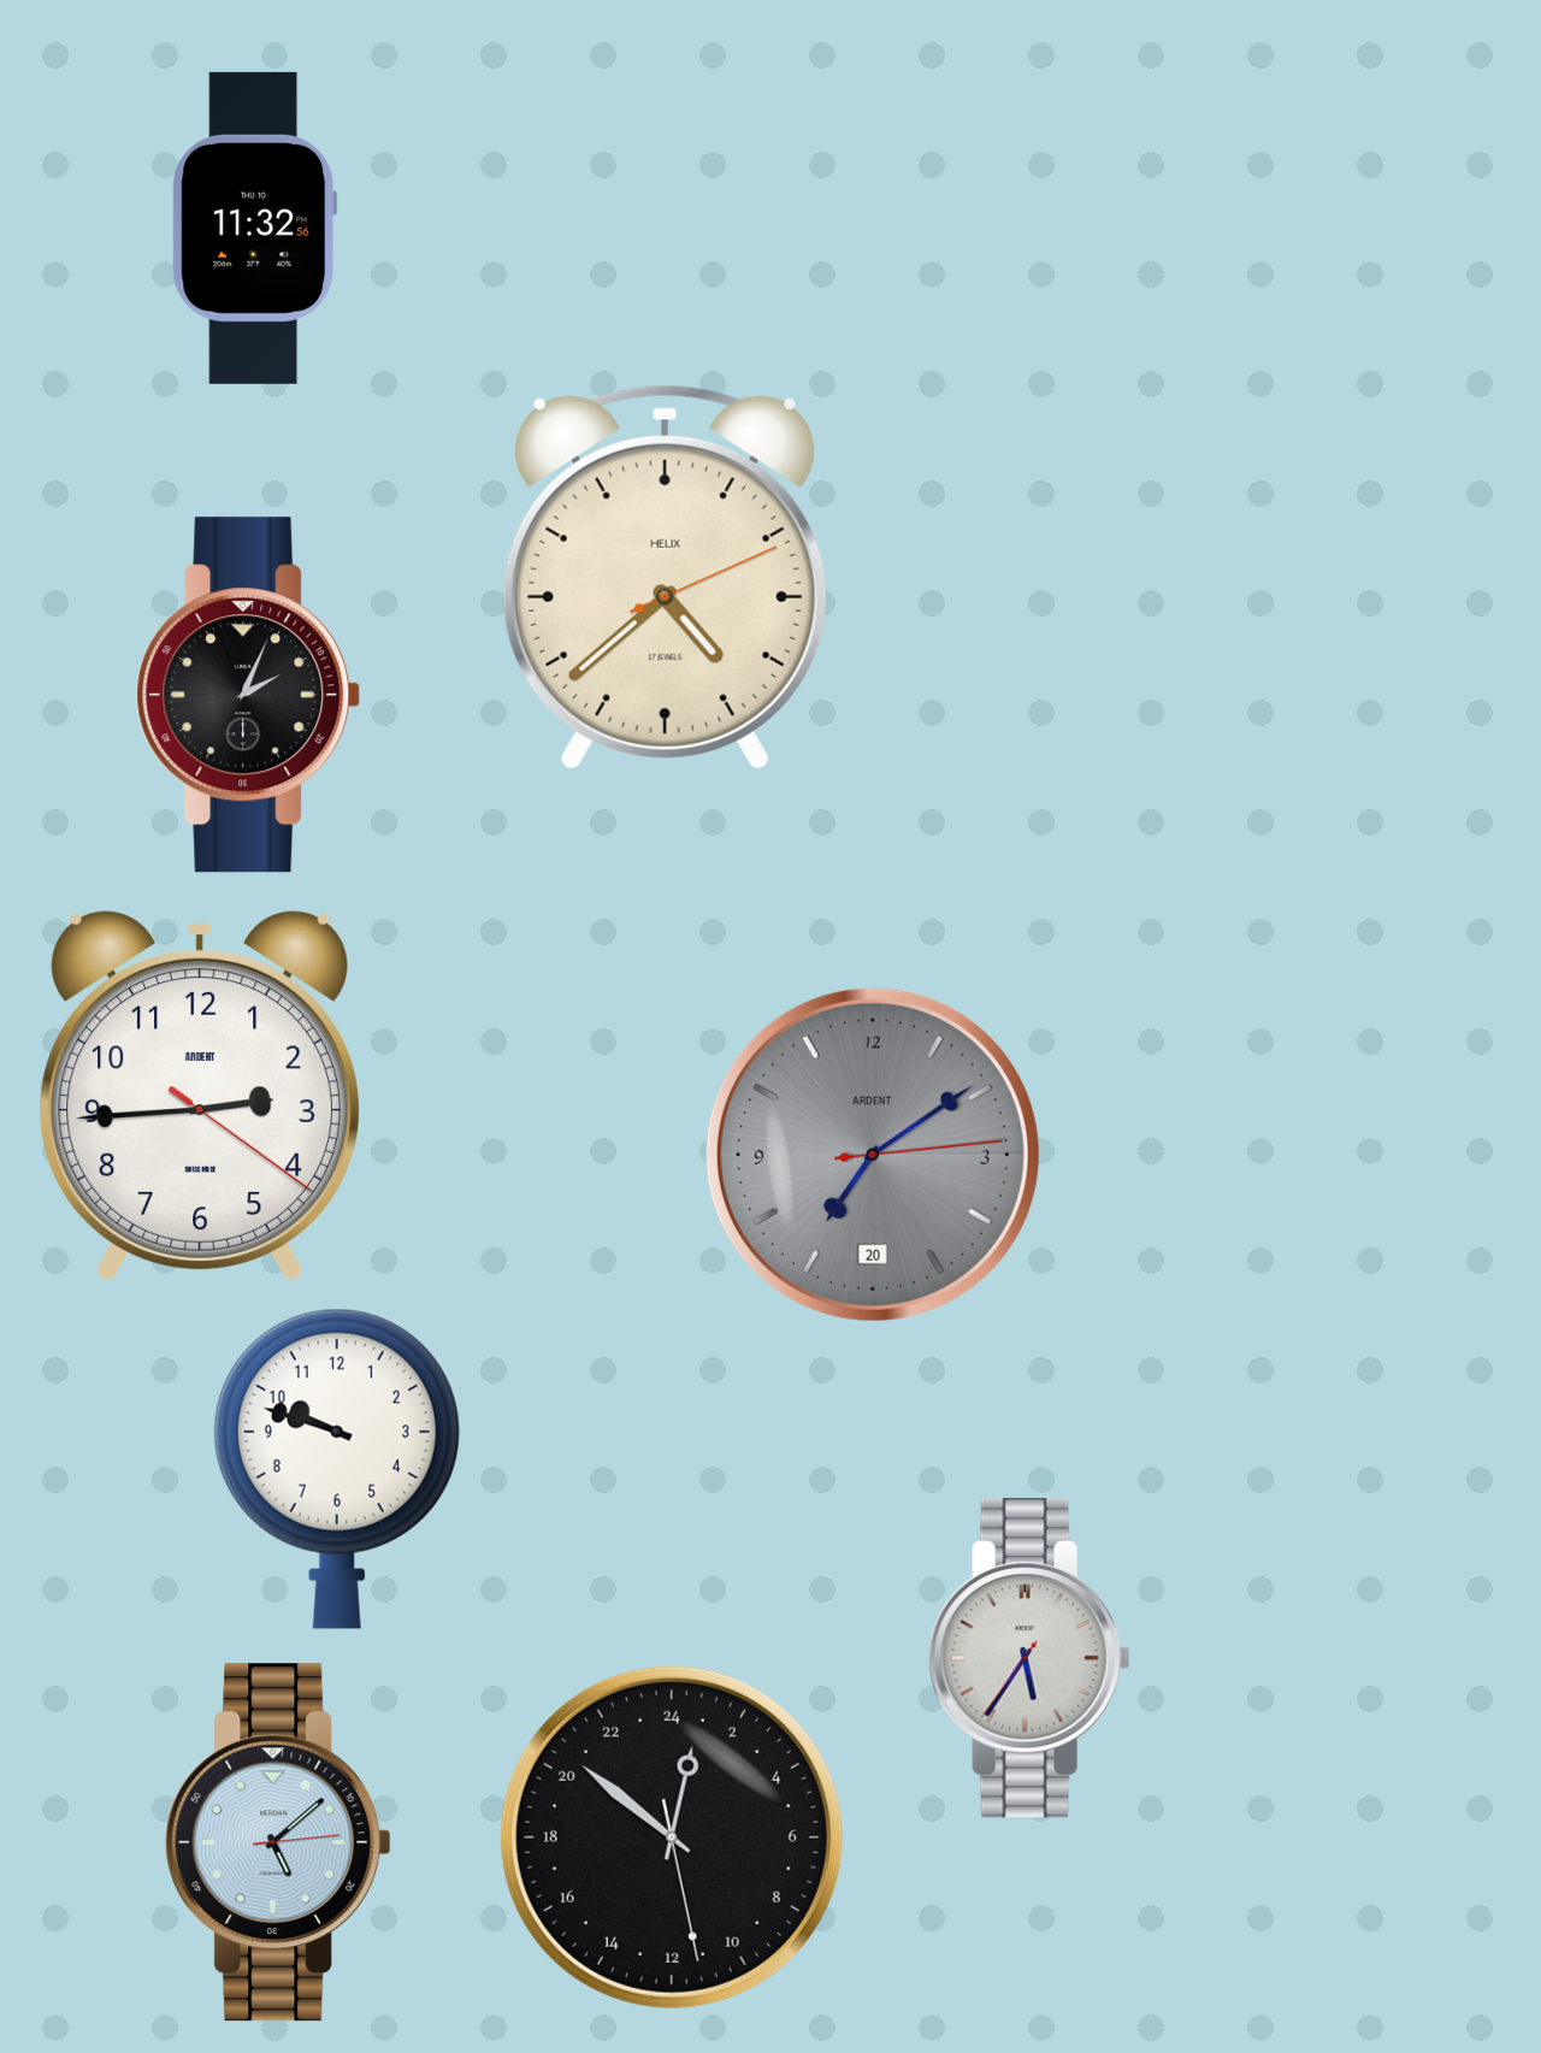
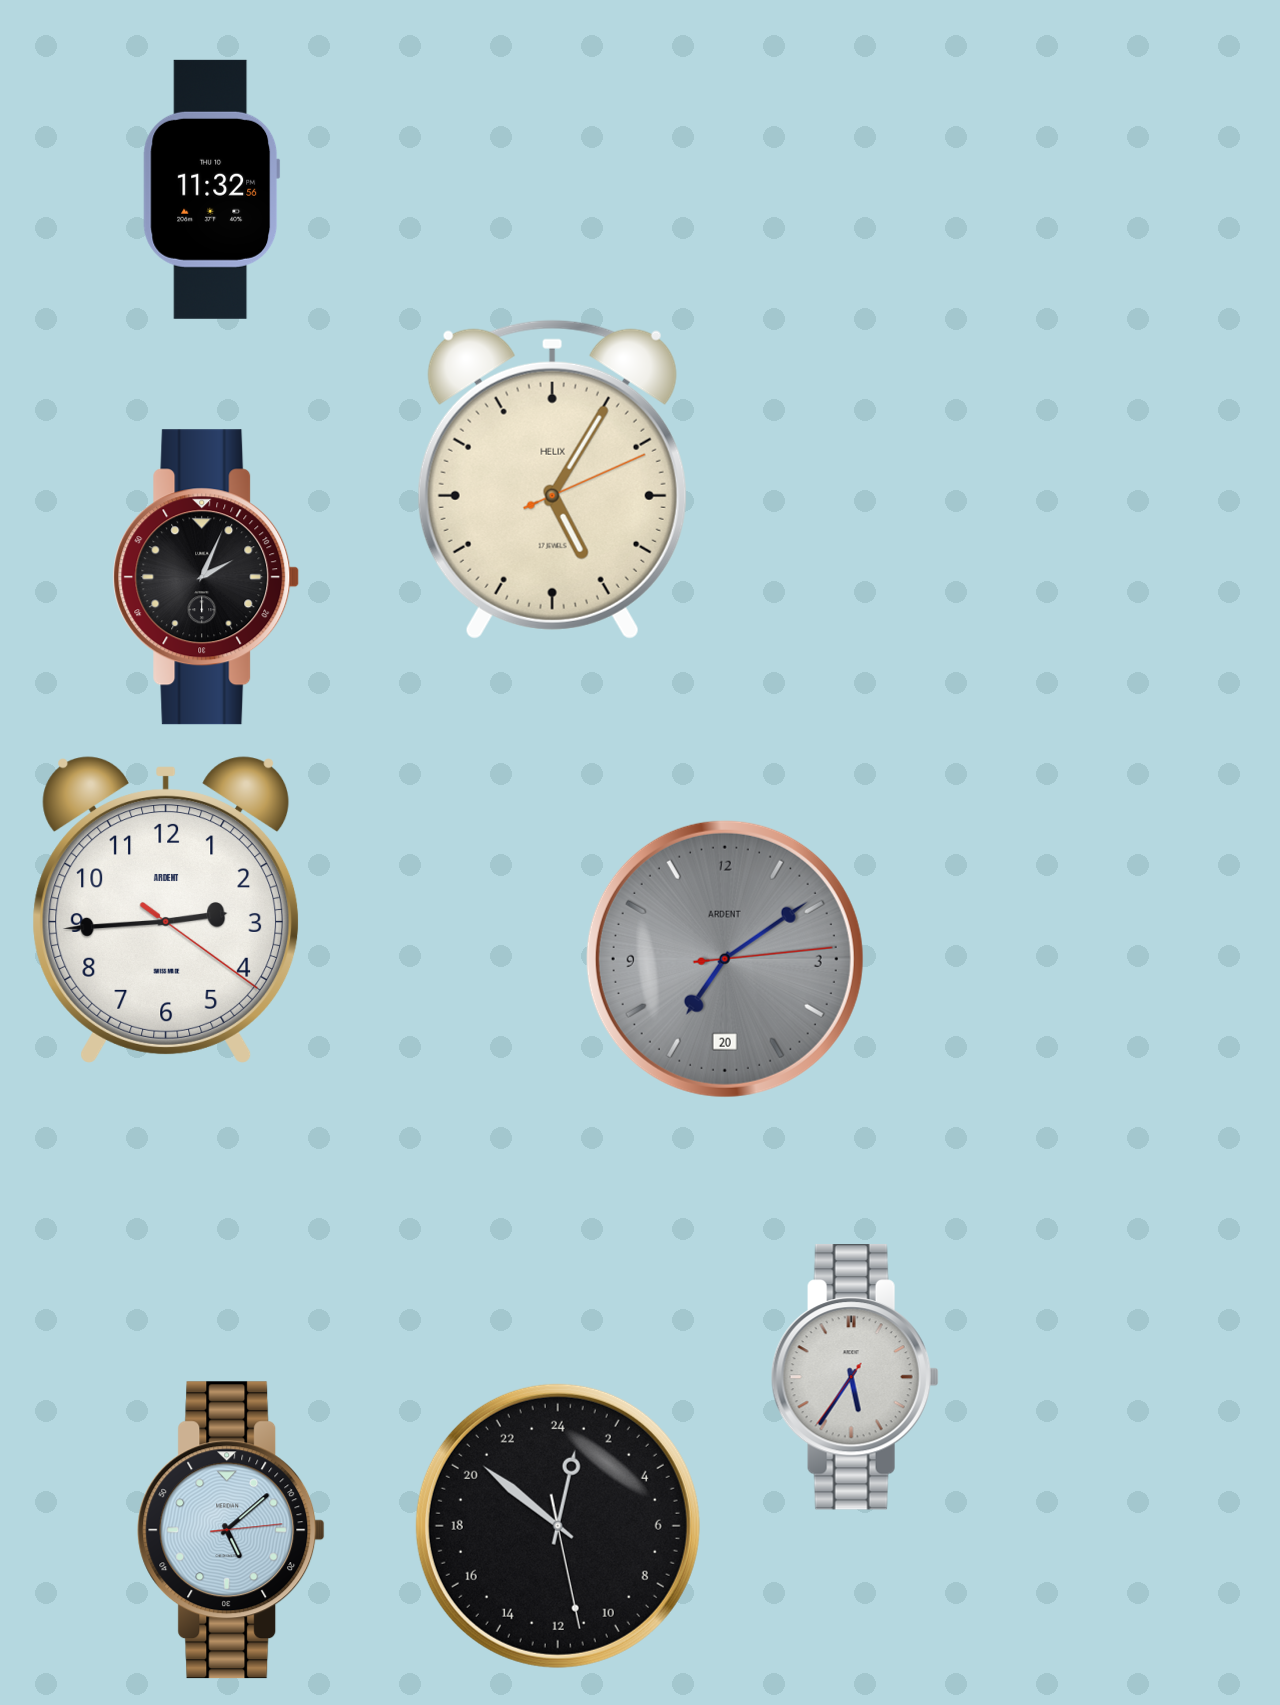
clock at (665, 577): 4:38 -> 5:05
clock at (337, 1469): 9:48 -> none
